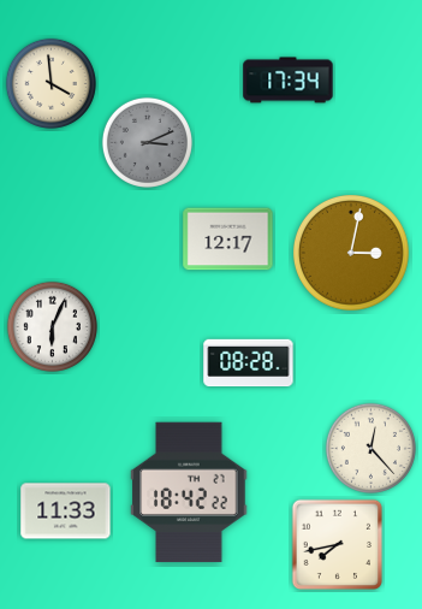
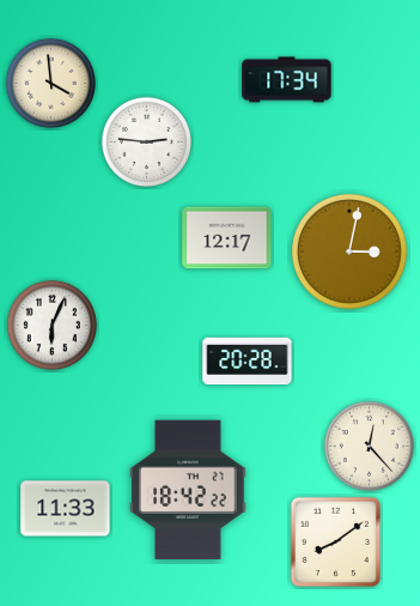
clock at (147, 142): 3:11 -> 2:46
clock at (147, 142) dial: grey -> white
clock at (249, 363): 08:28 -> 20:28
clock at (337, 544): 7:43 -> 8:09
